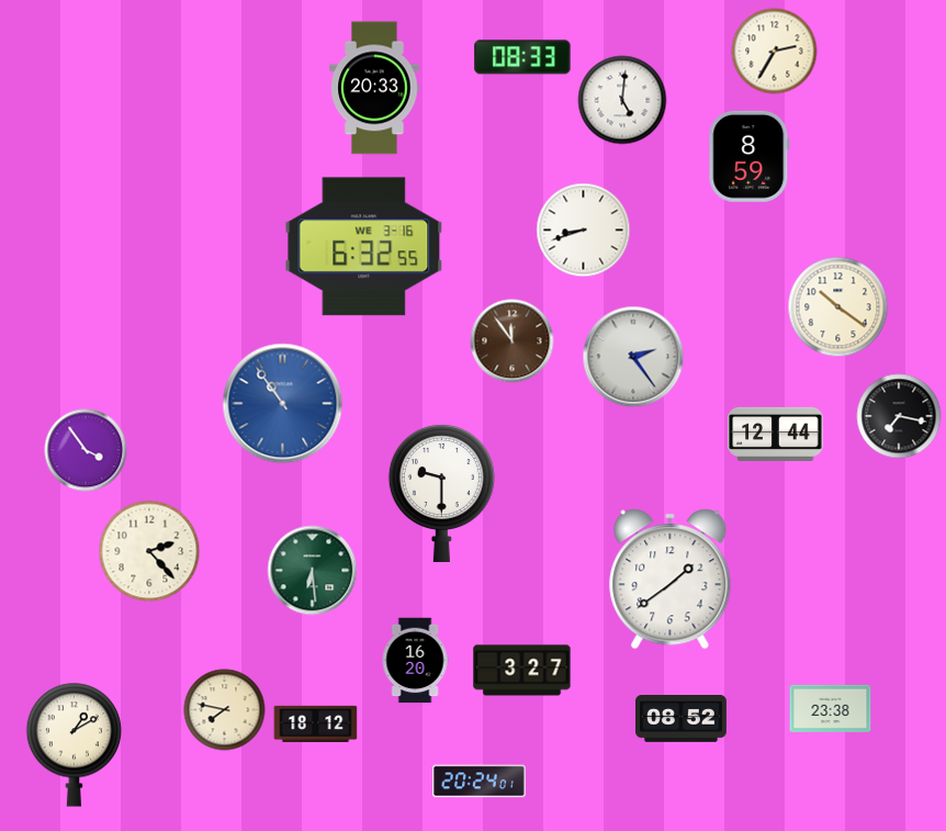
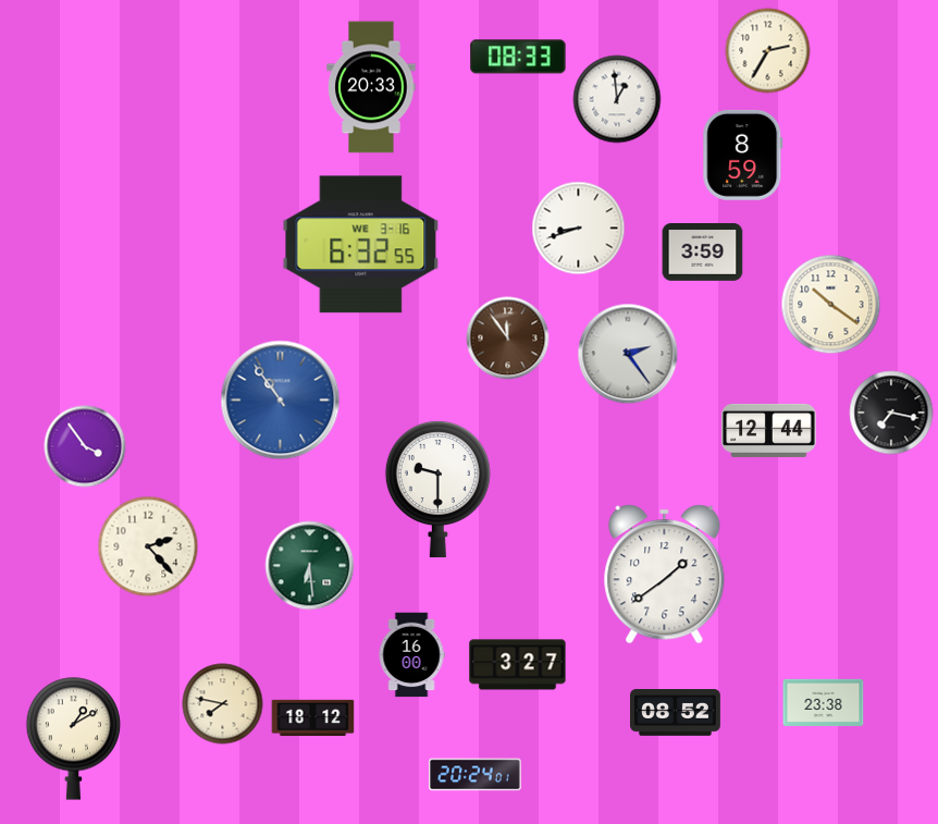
clock at (622, 100): 5:01 -> 12:59
clock at (703, 253): none -> 3:59
clock at (415, 661): 16:20 -> 16:00
